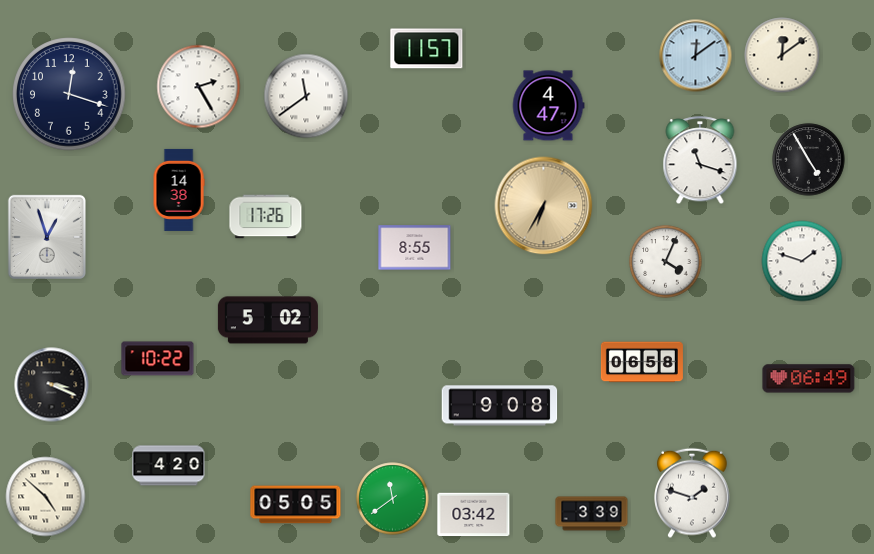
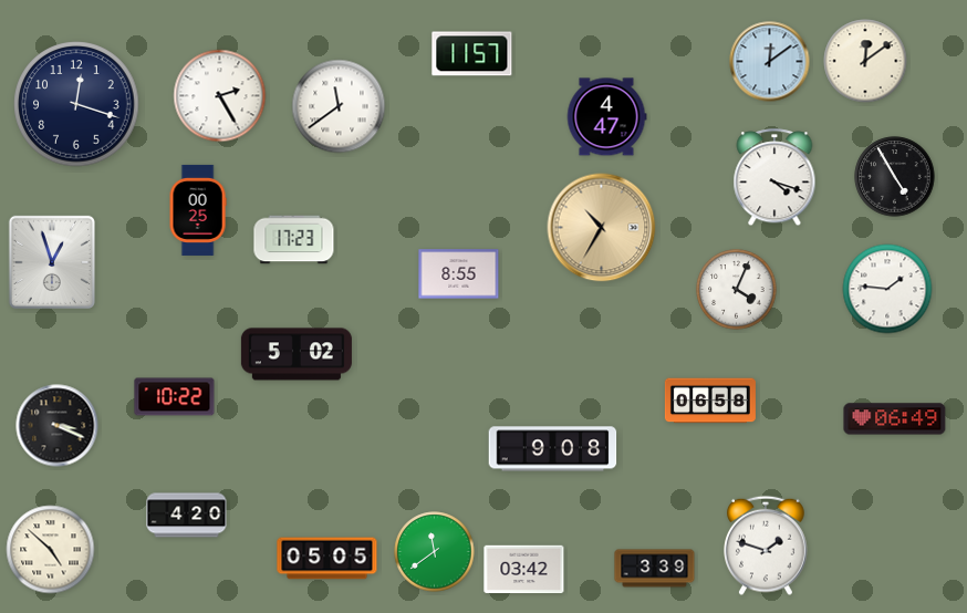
clock at (700, 161): 11:18 -> 4:18
clock at (179, 190): 14:38 -> 00:25
clock at (544, 206): 6:35 -> 10:35
clock at (266, 217): 17:26 -> 17:23
clock at (802, 261): 1:48 -> 1:46
